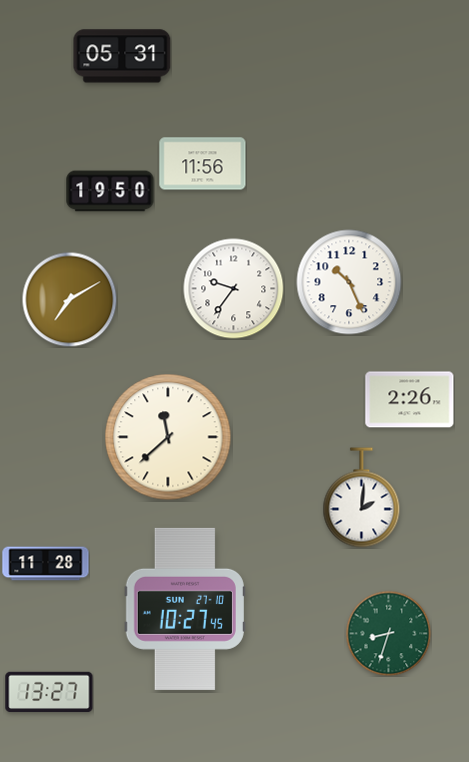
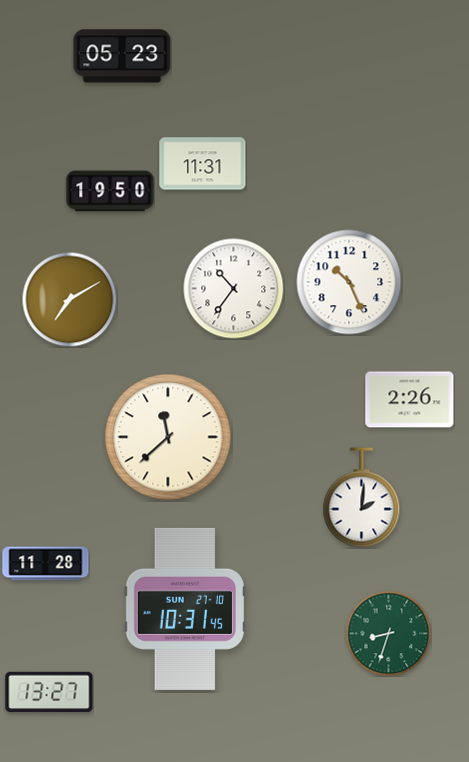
clock at (122, 56): 05:31 -> 05:23
clock at (203, 164): 11:56 -> 11:31
clock at (234, 289): 9:36 -> 10:36
clock at (185, 609): 10:27 -> 10:31
